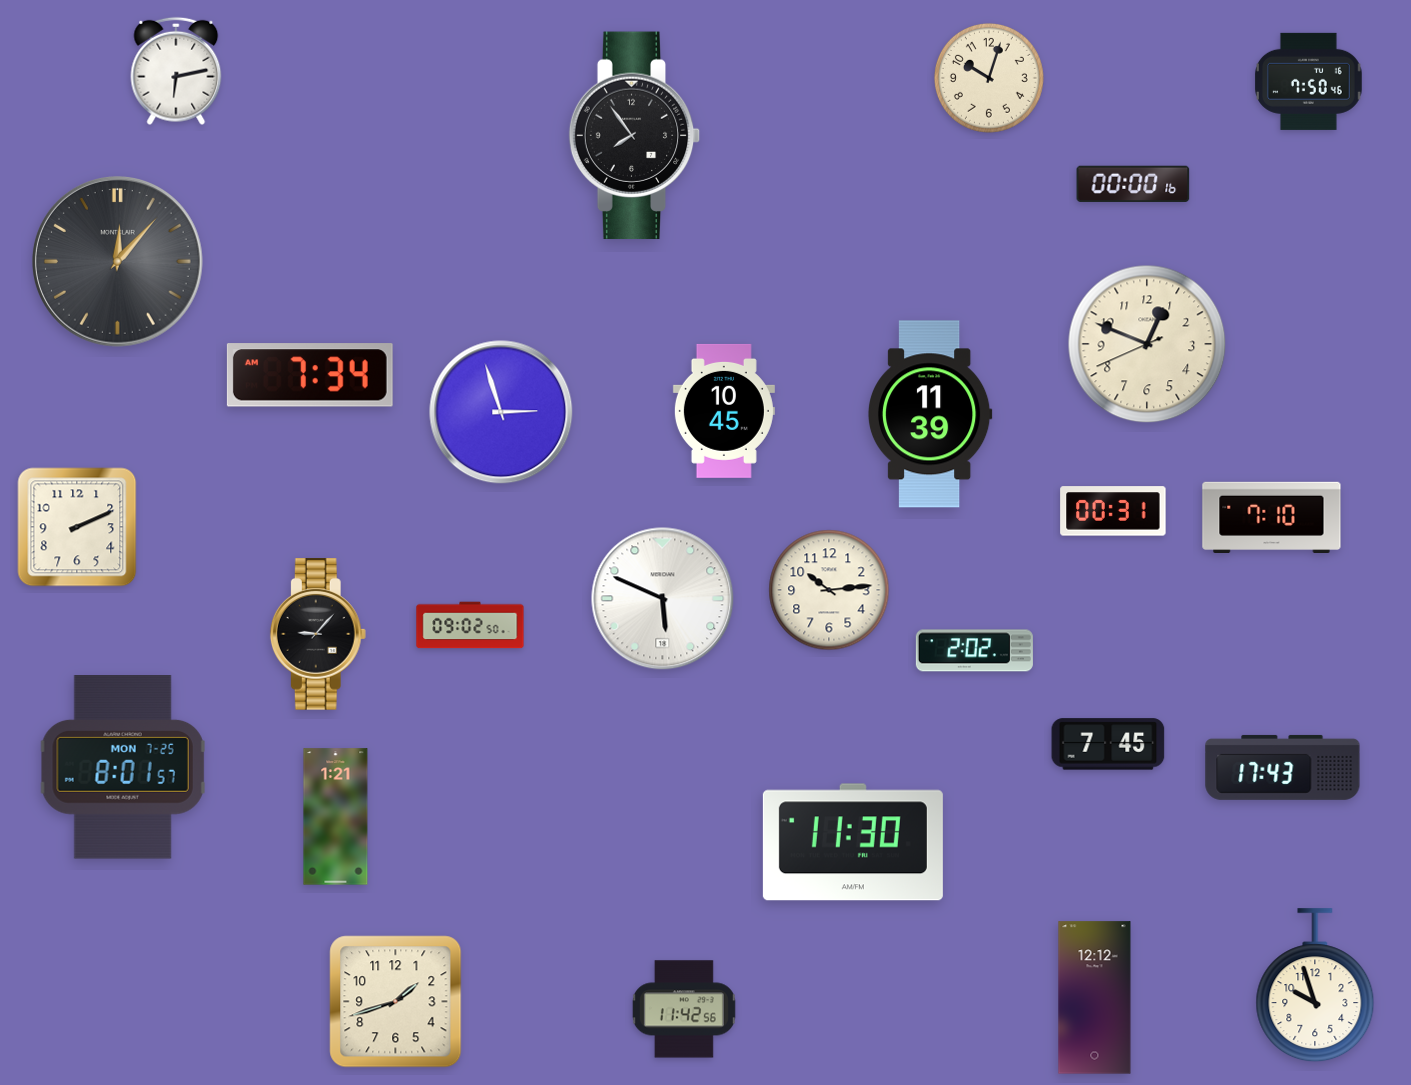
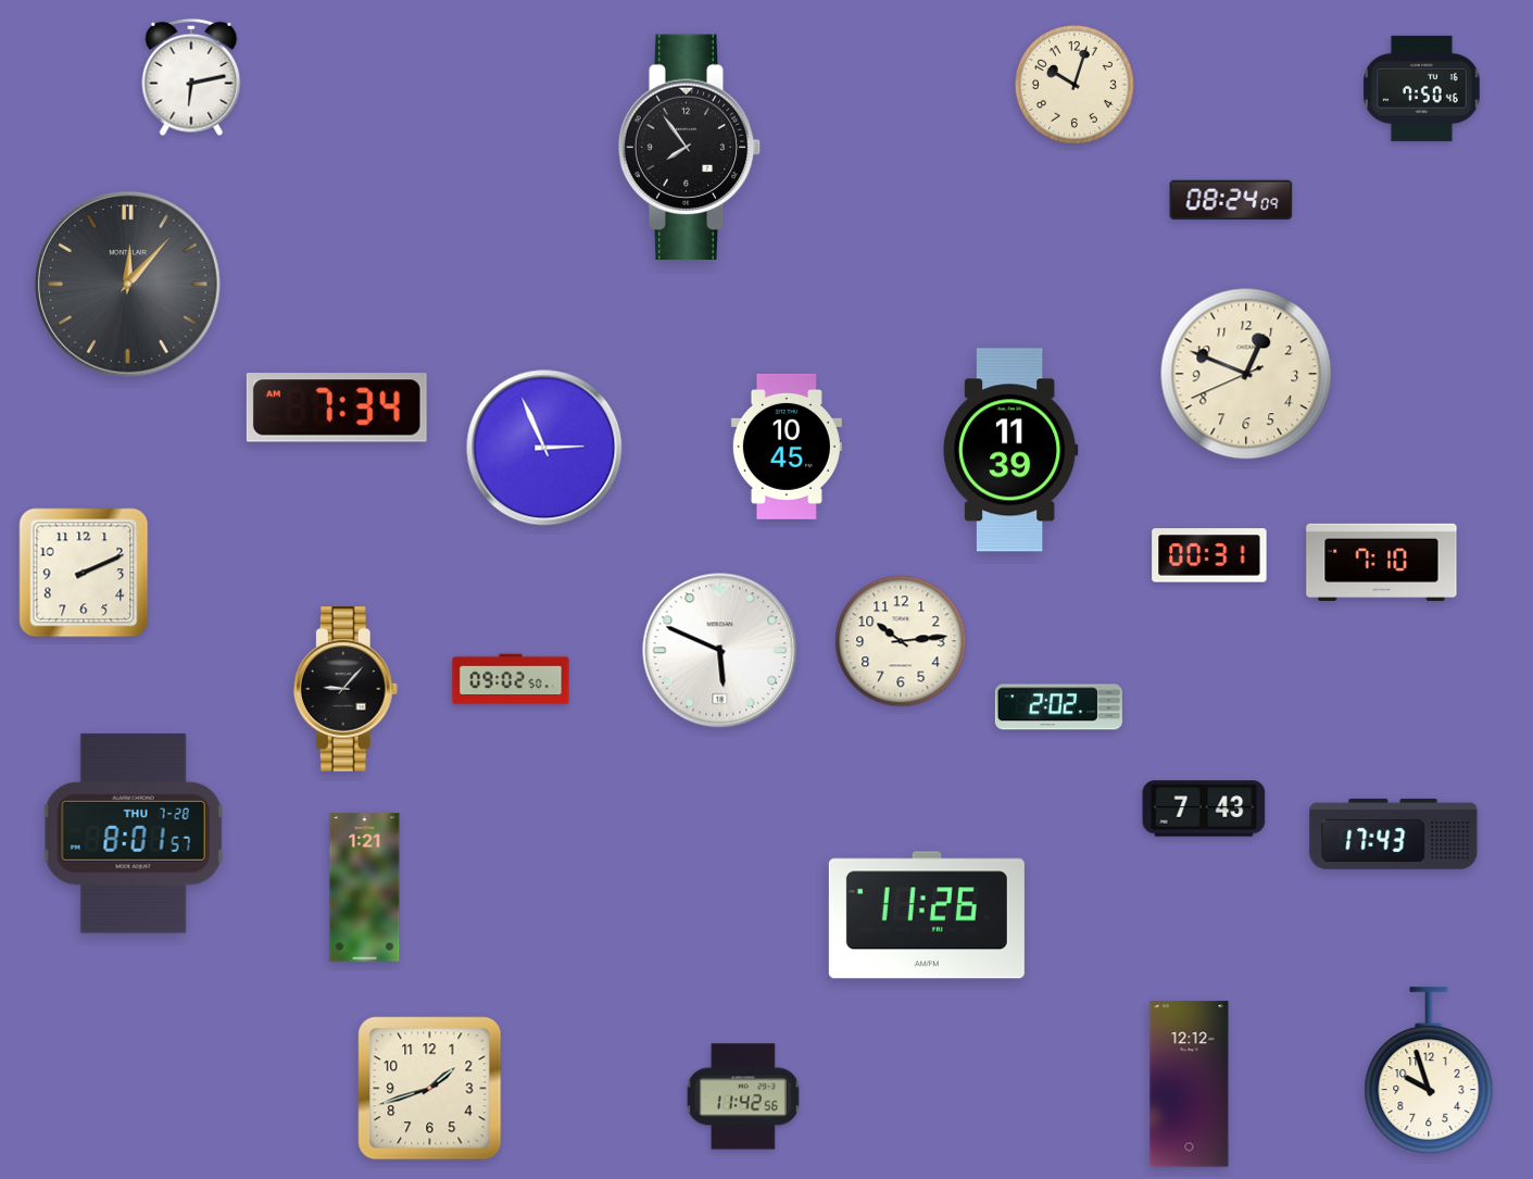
clock at (1133, 184): 00:00 -> 08:24
clock at (501, 412): 2:57 -> 2:56
clock at (1108, 744): 7:45 -> 7:43
clock at (123, 767) date: MON 7-25 -> THU 7-28
clock at (853, 842): 11:30 -> 11:26
